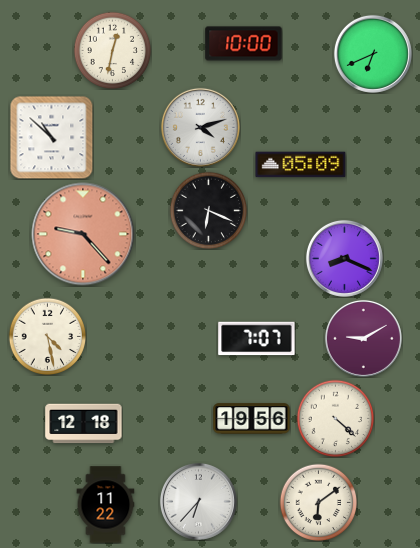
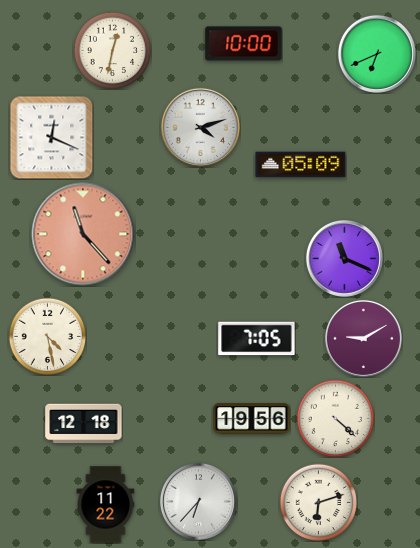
clock at (373, 54) position: (373, 54) -> (377, 54)
clock at (51, 137): 10:52 -> 12:19
clock at (208, 210): 6:19 -> none
clock at (83, 234): 9:23 -> 11:23
clock at (344, 258): 8:19 -> 11:19
clock at (257, 339): 7:07 -> 7:05
clock at (318, 502): 6:09 -> 6:12
